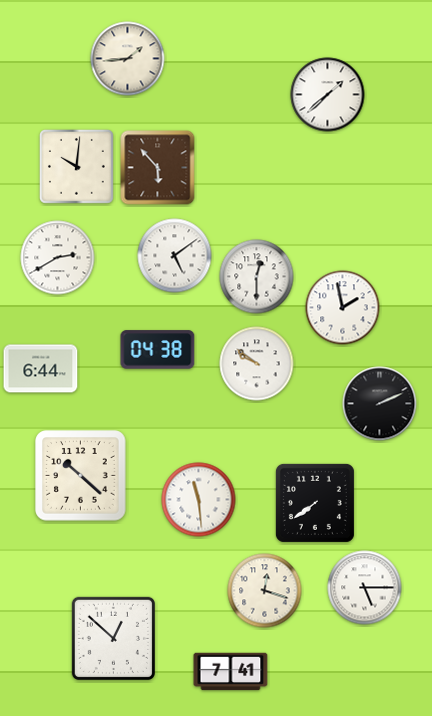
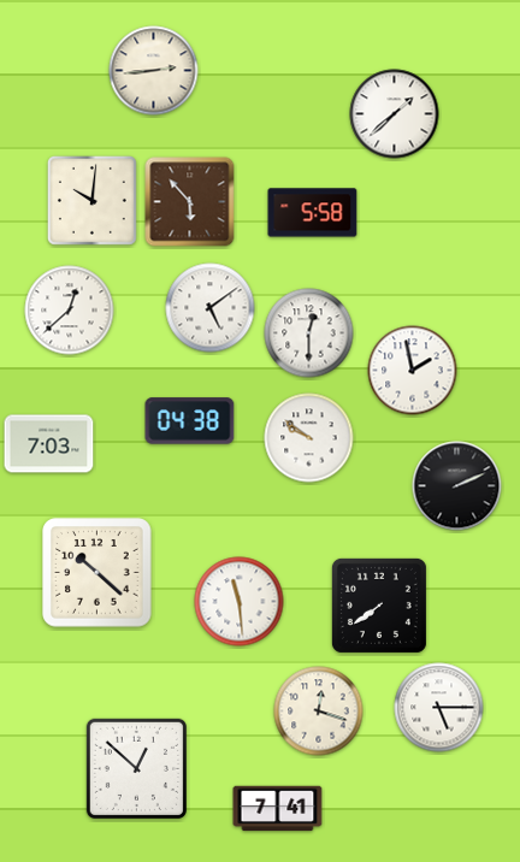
clock at (128, 59): 1:44 -> 2:44
clock at (313, 213): none -> 5:58
clock at (58, 258): 2:40 -> 12:38
clock at (41, 369): 6:44 -> 7:03
